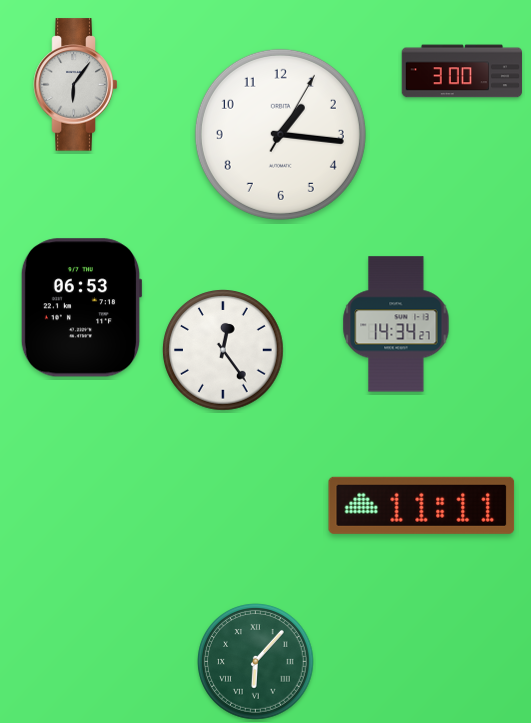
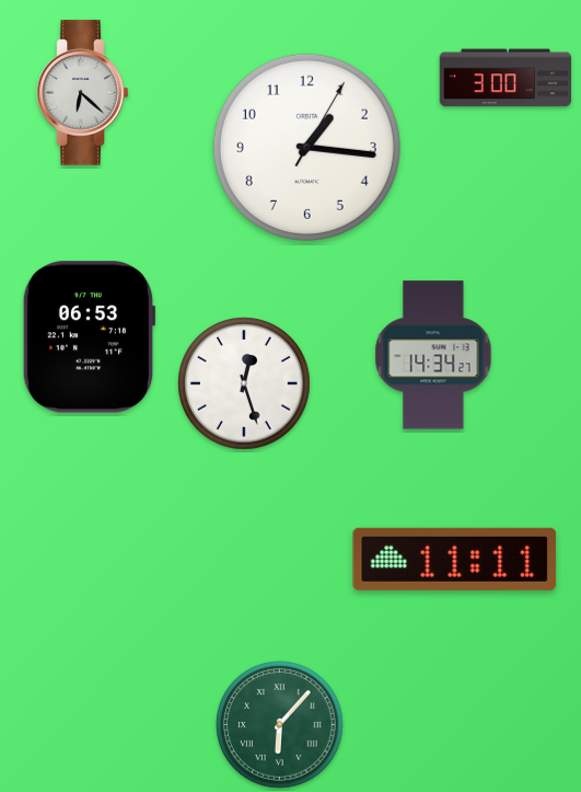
clock at (76, 85): 6:06 -> 6:22
clock at (224, 351): 12:24 -> 12:27
clock at (422, 505) position: (422, 505) -> (455, 559)
